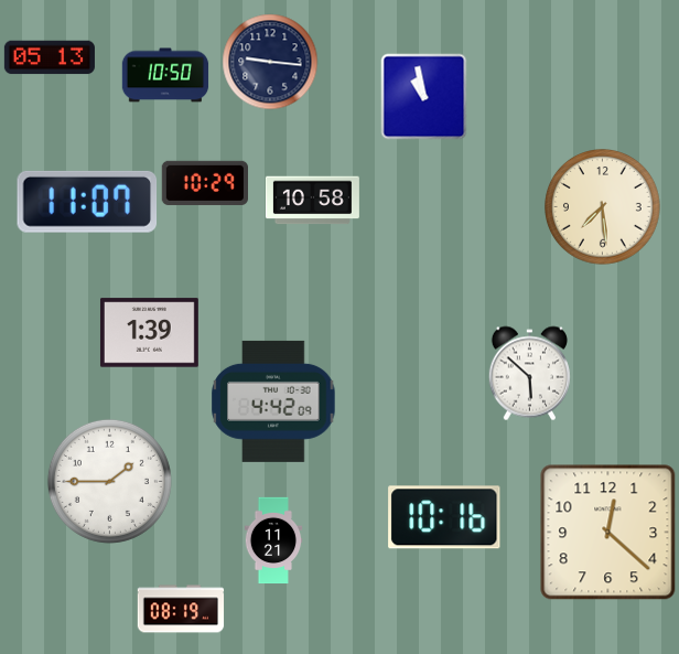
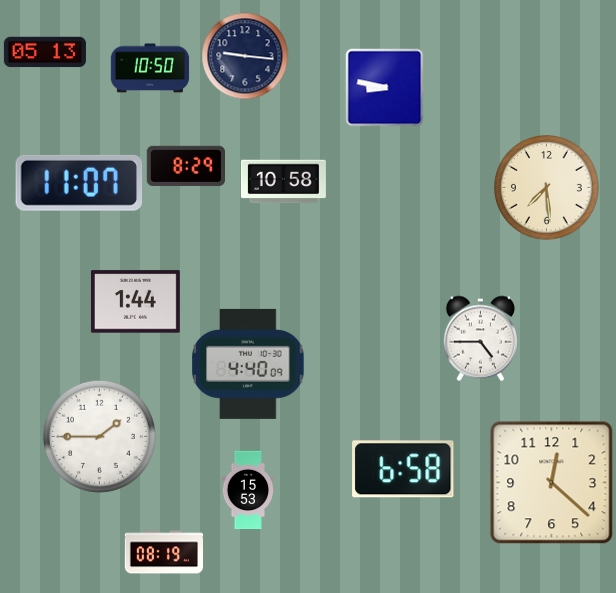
clock at (423, 96): 10:58 -> 8:47
clock at (204, 183): 10:29 -> 8:29
clock at (149, 333): 1:39 -> 1:44
clock at (529, 373): 5:52 -> 4:45
clock at (273, 401): 4:42 -> 4:40
clock at (444, 517): 10:16 -> 6:58
clock at (273, 540): 11:21 -> 15:53
